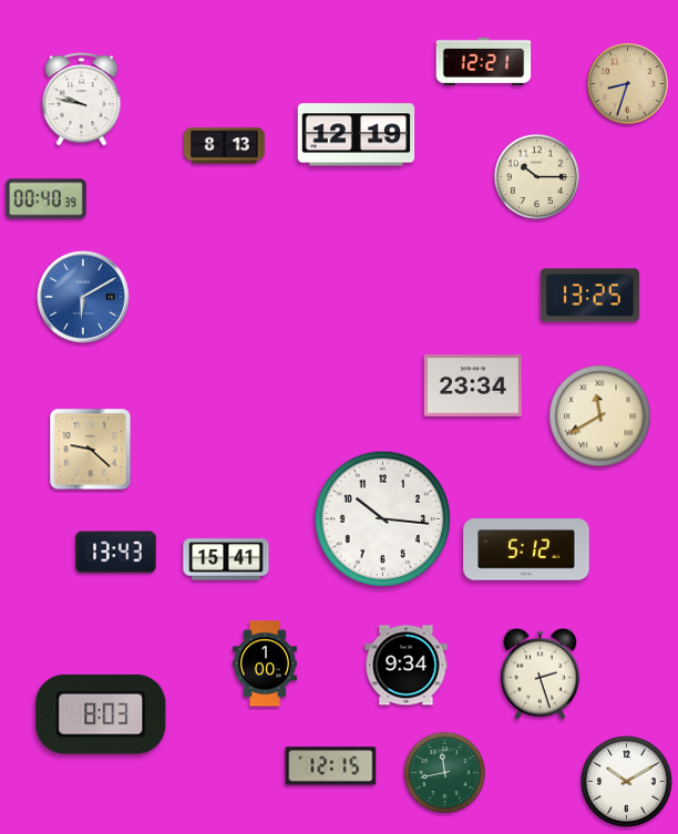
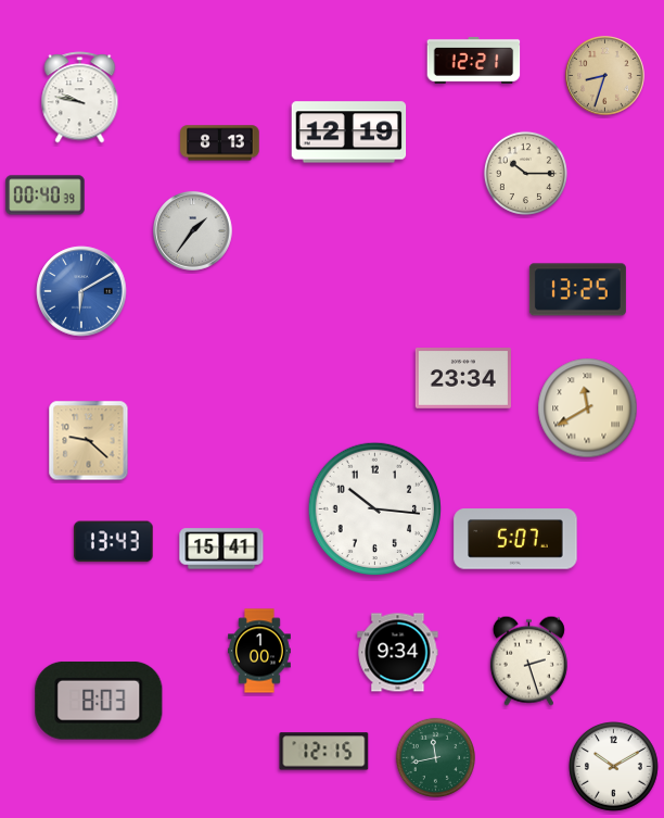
clock at (628, 84) position: (628, 84) -> (605, 76)
clock at (193, 231): none -> 1:36
clock at (526, 549): 5:12 -> 5:07
